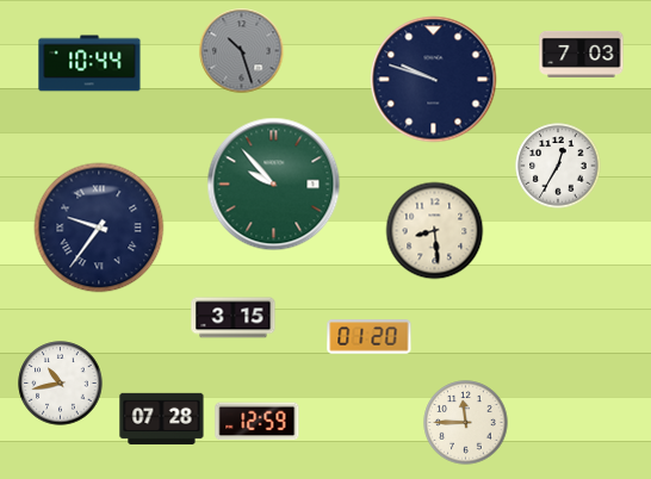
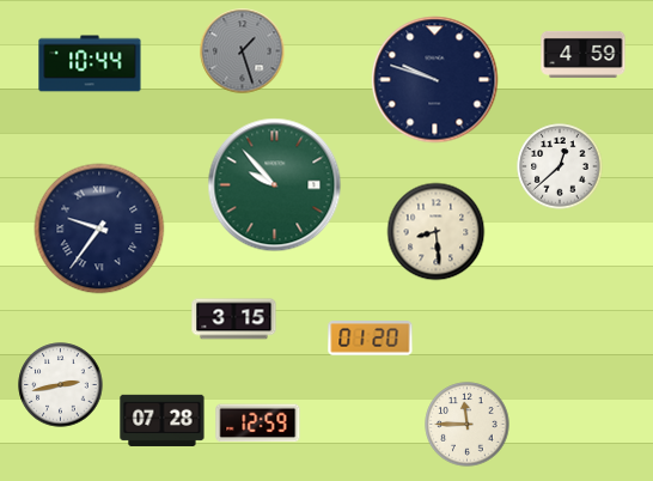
clock at (242, 51): 10:27 -> 1:27
clock at (582, 54): 7:03 -> 4:59
clock at (558, 166): 12:35 -> 12:38
clock at (61, 384): 10:43 -> 2:43
